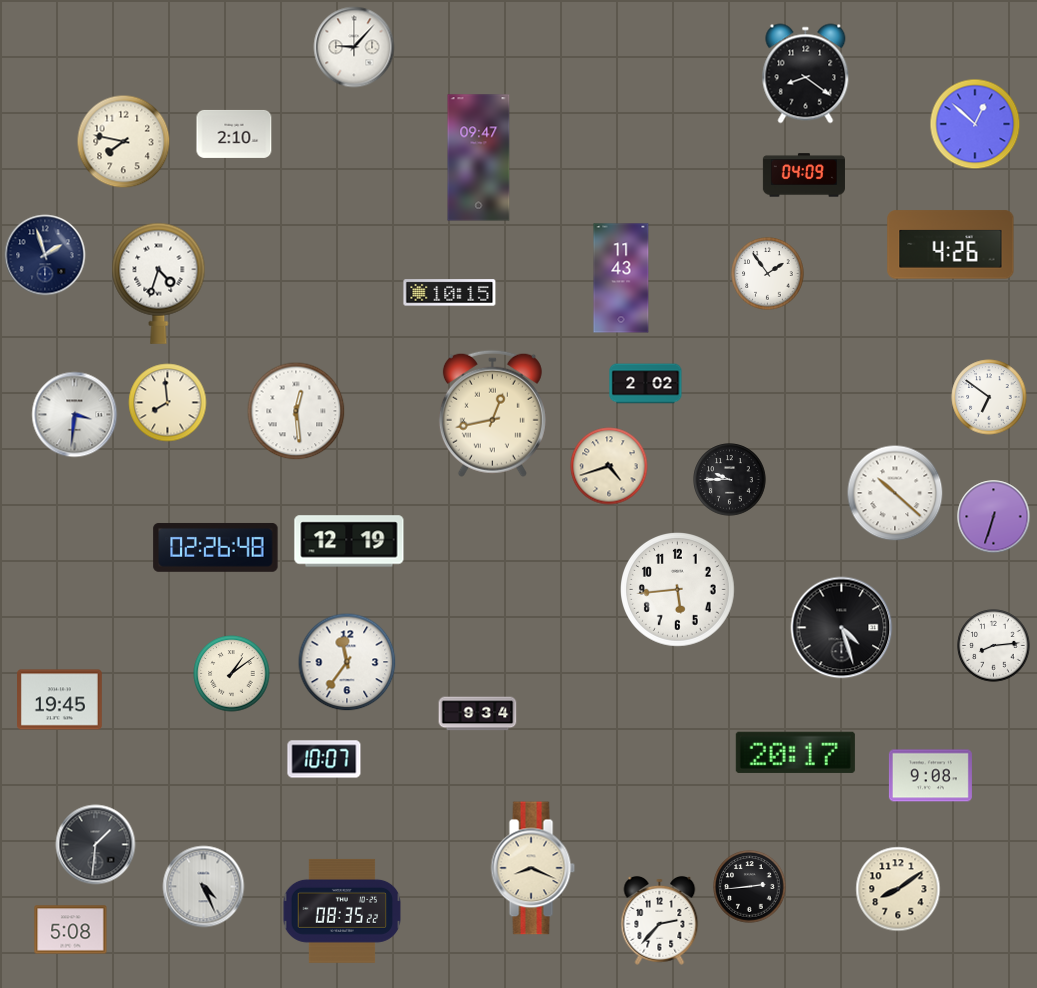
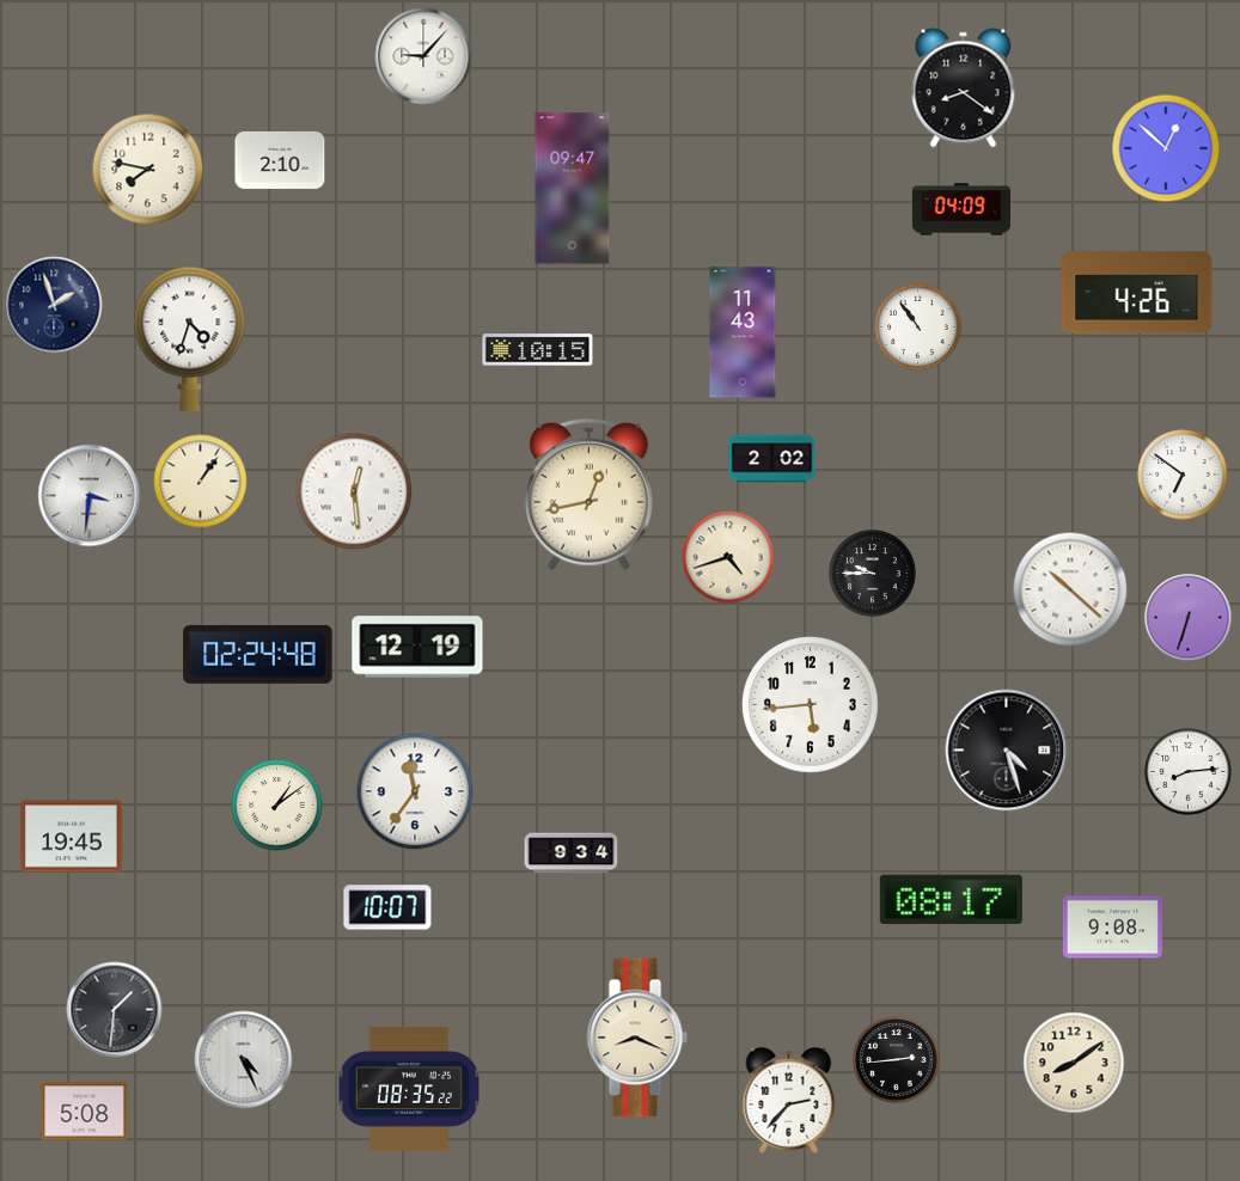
clock at (768, 274): 1:54 -> 10:54
clock at (168, 403): 7:59 -> 1:06
clock at (216, 548): 02:26 -> 02:24
clock at (795, 752): 20:17 -> 08:17
